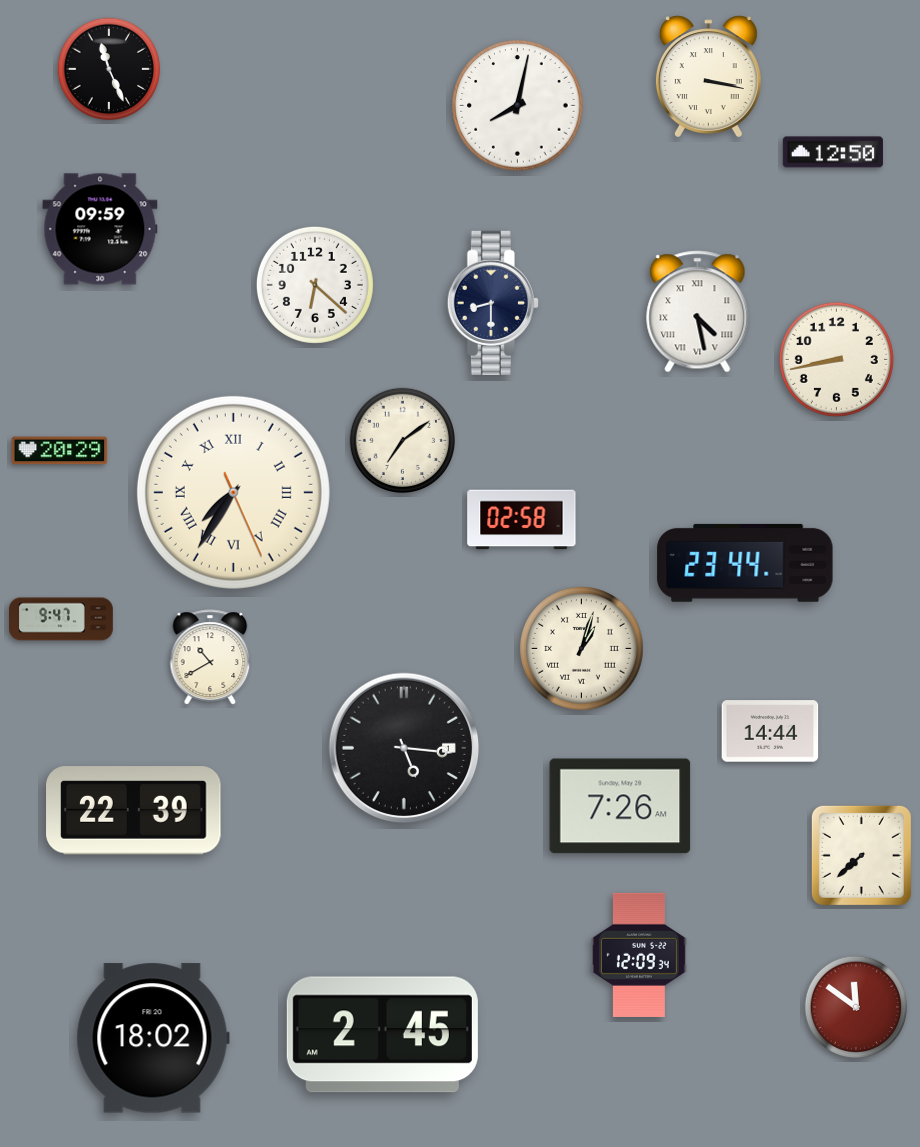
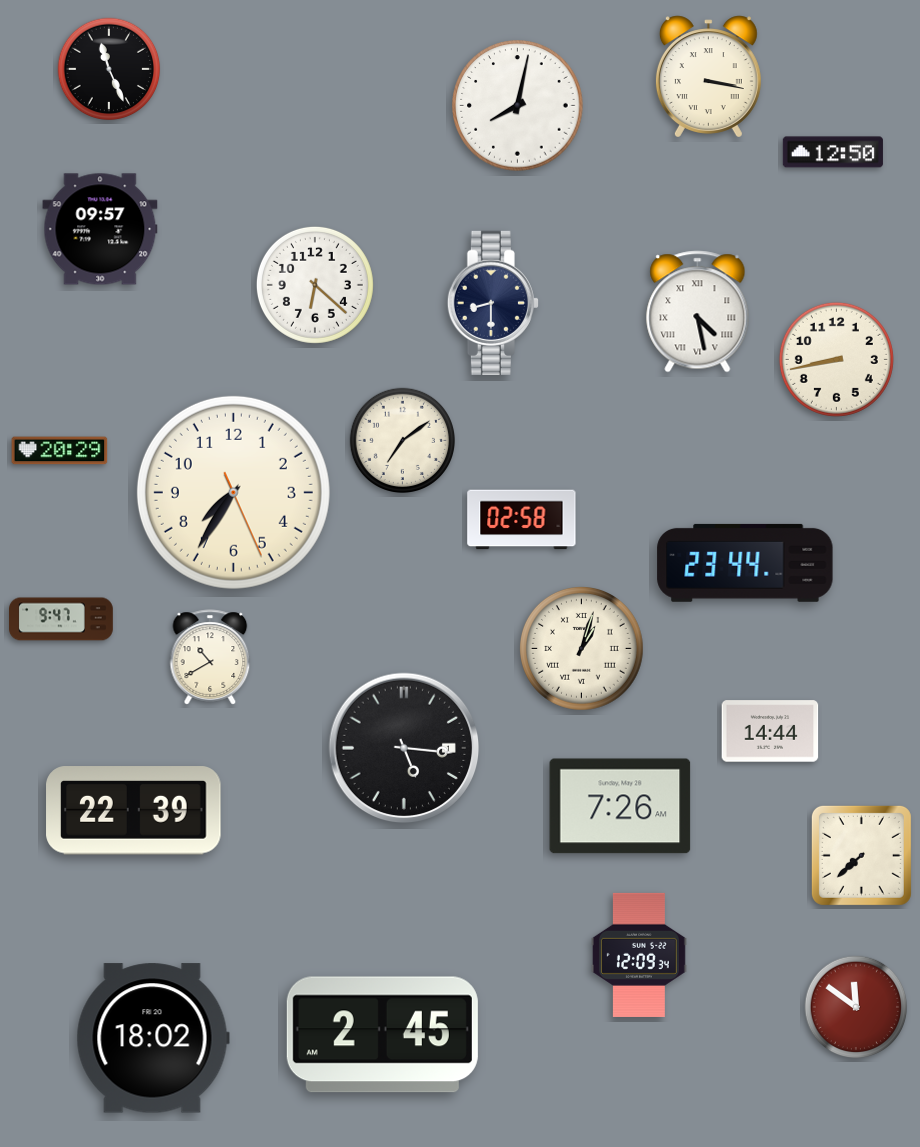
clock at (100, 229): 09:59 -> 09:57
clock at (233, 492) numerals: Roman -> Arabic
